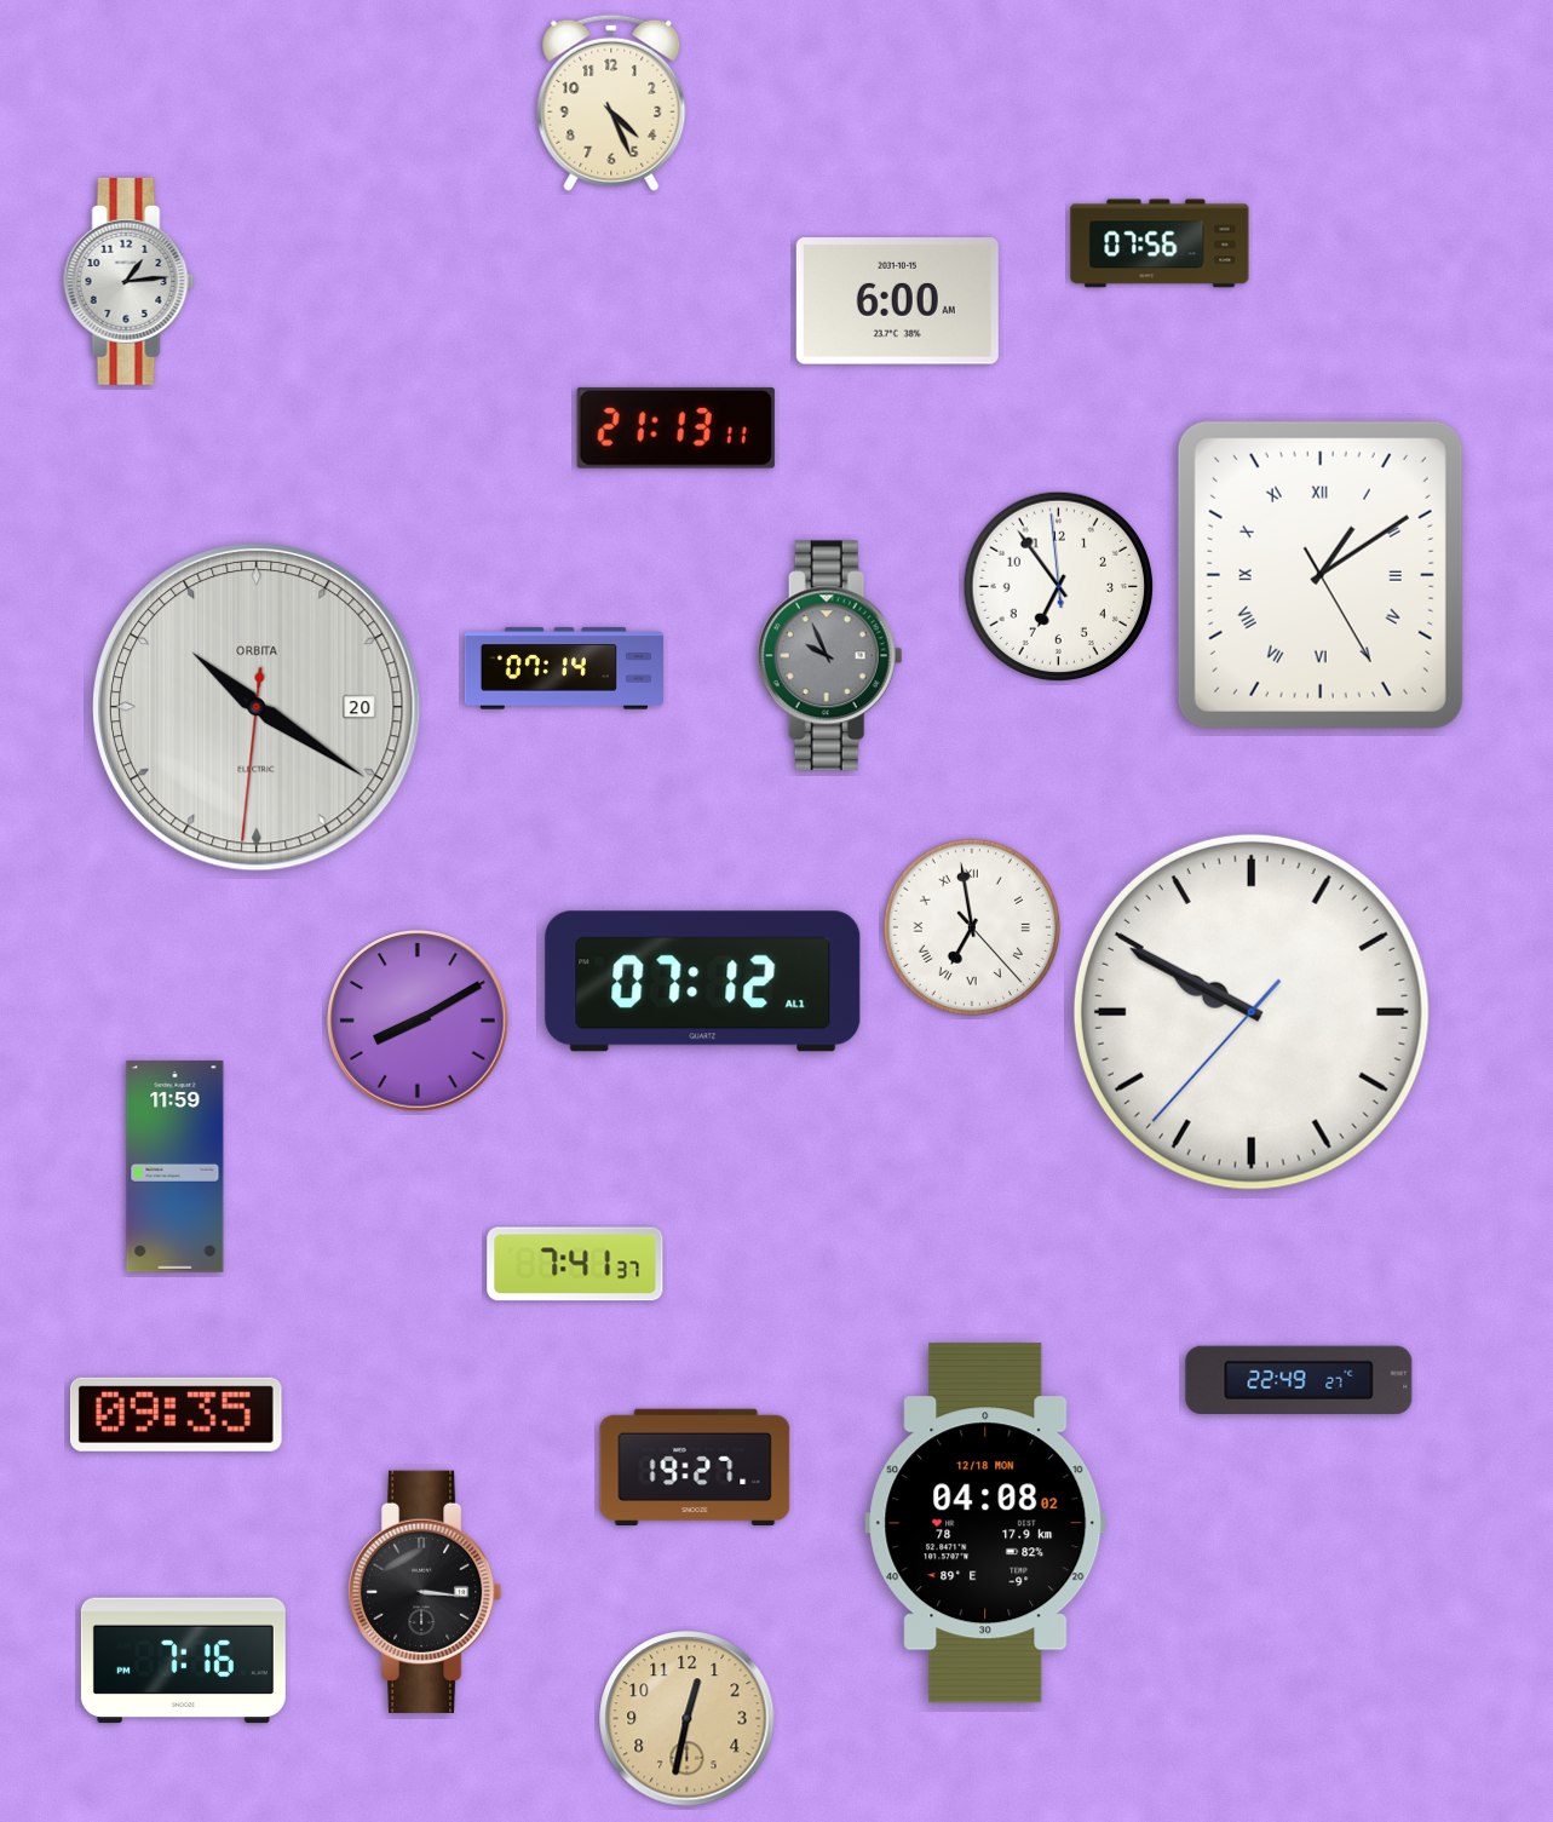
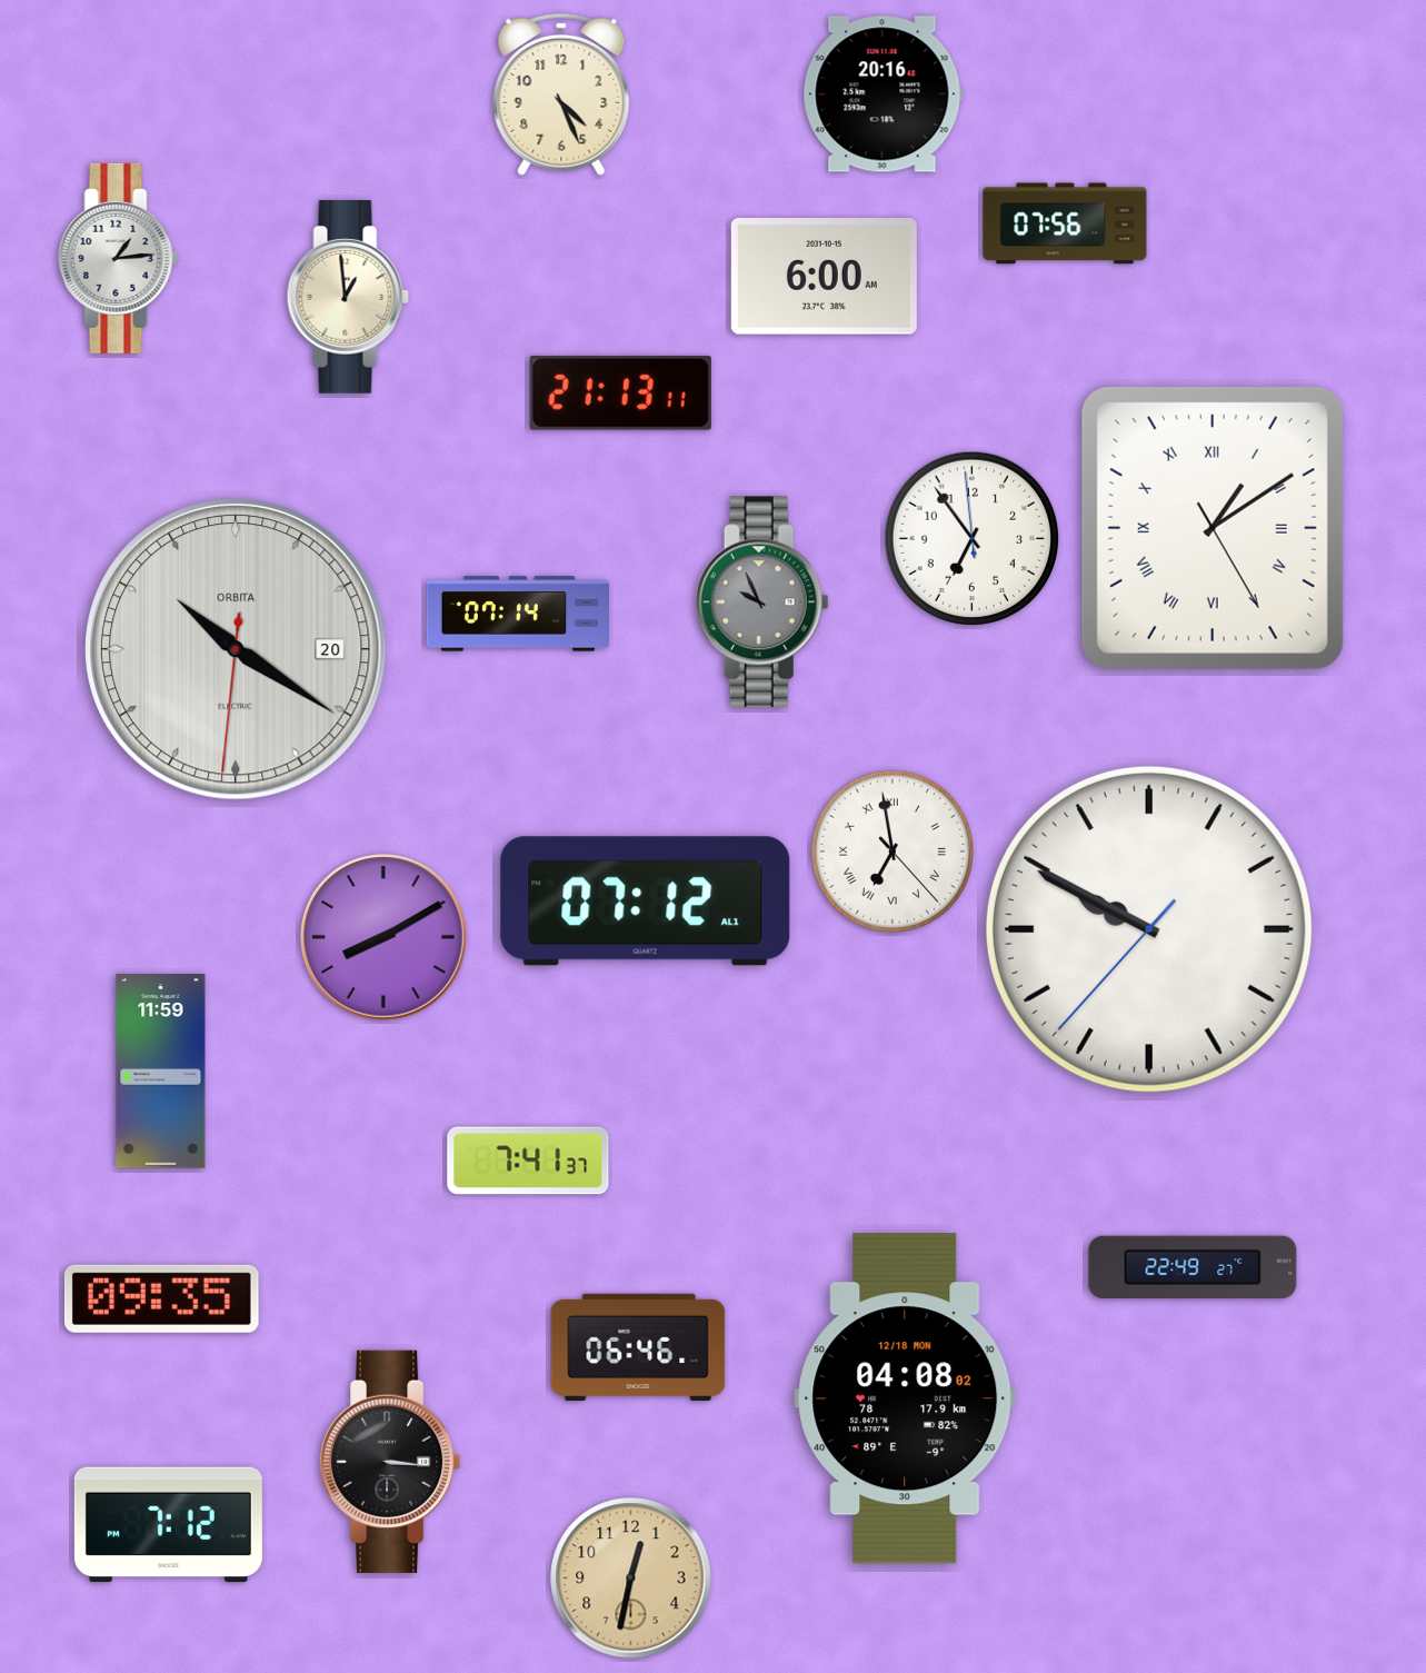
clock at (882, 94): none -> 20:16
clock at (348, 298): none -> 12:59
clock at (695, 1467): 19:27 -> 06:46
clock at (183, 1661): 7:16 -> 7:12
